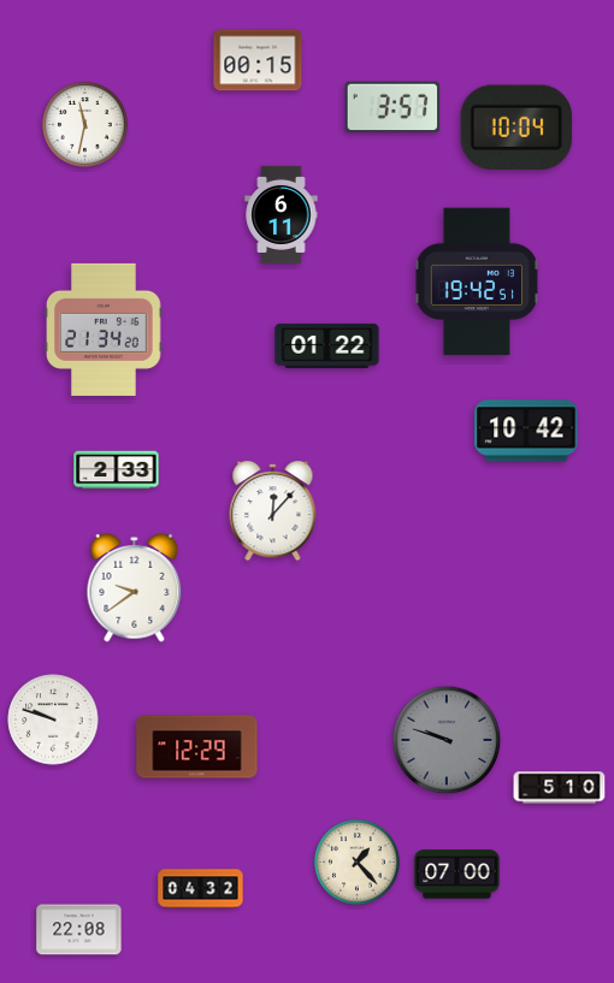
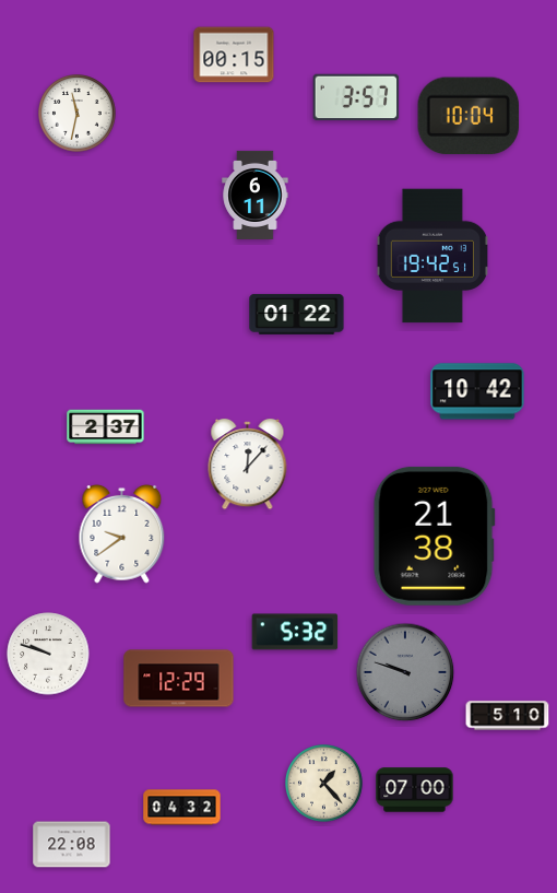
clock at (104, 330): 21:34 -> none
clock at (117, 470): 2:33 -> 2:37
clock at (434, 536): none -> 21:38
clock at (295, 632): none -> 5:32
clock at (457, 875) position: (457, 875) -> (415, 790)
